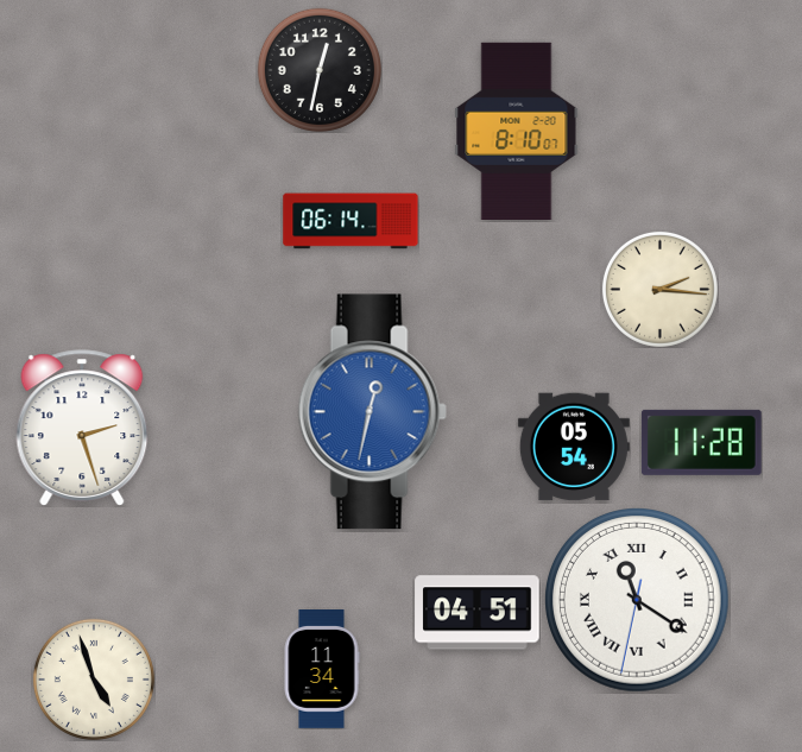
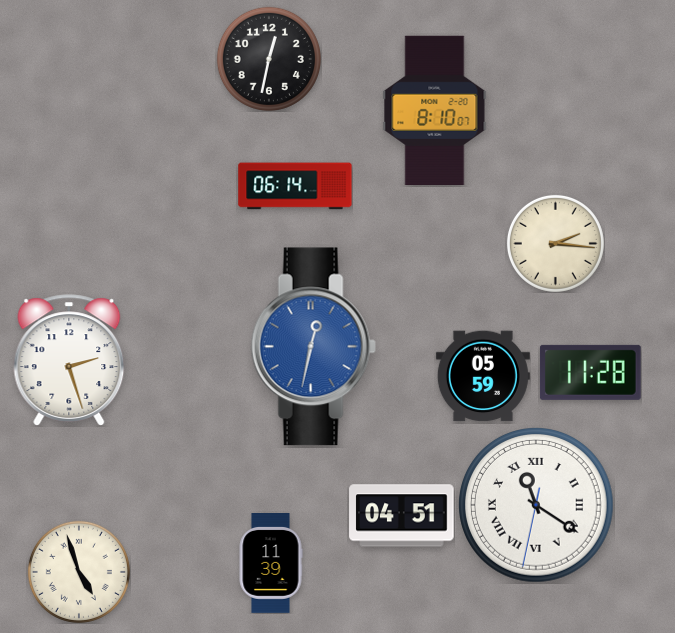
clock at (574, 447): 05:54 -> 05:59
clock at (322, 670): 11:34 -> 11:39
